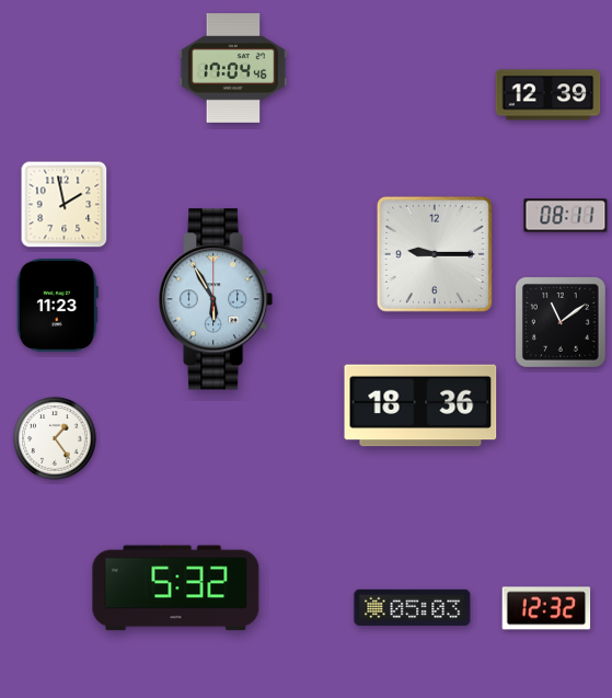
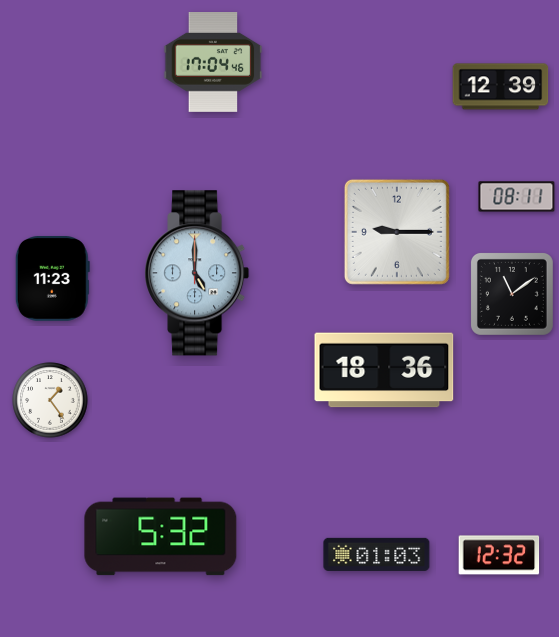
clock at (65, 205): 1:58 -> none
clock at (216, 299): 5:55 -> 5:00
clock at (413, 607): 05:03 -> 01:03
